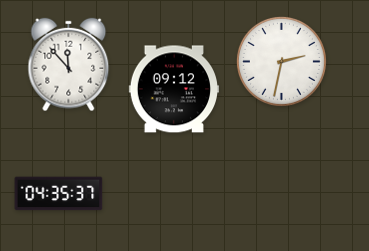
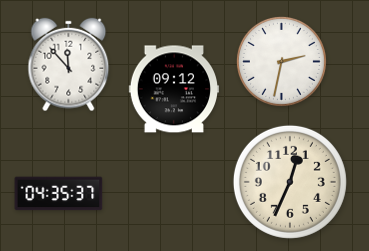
clock at (290, 182): none -> 12:34
